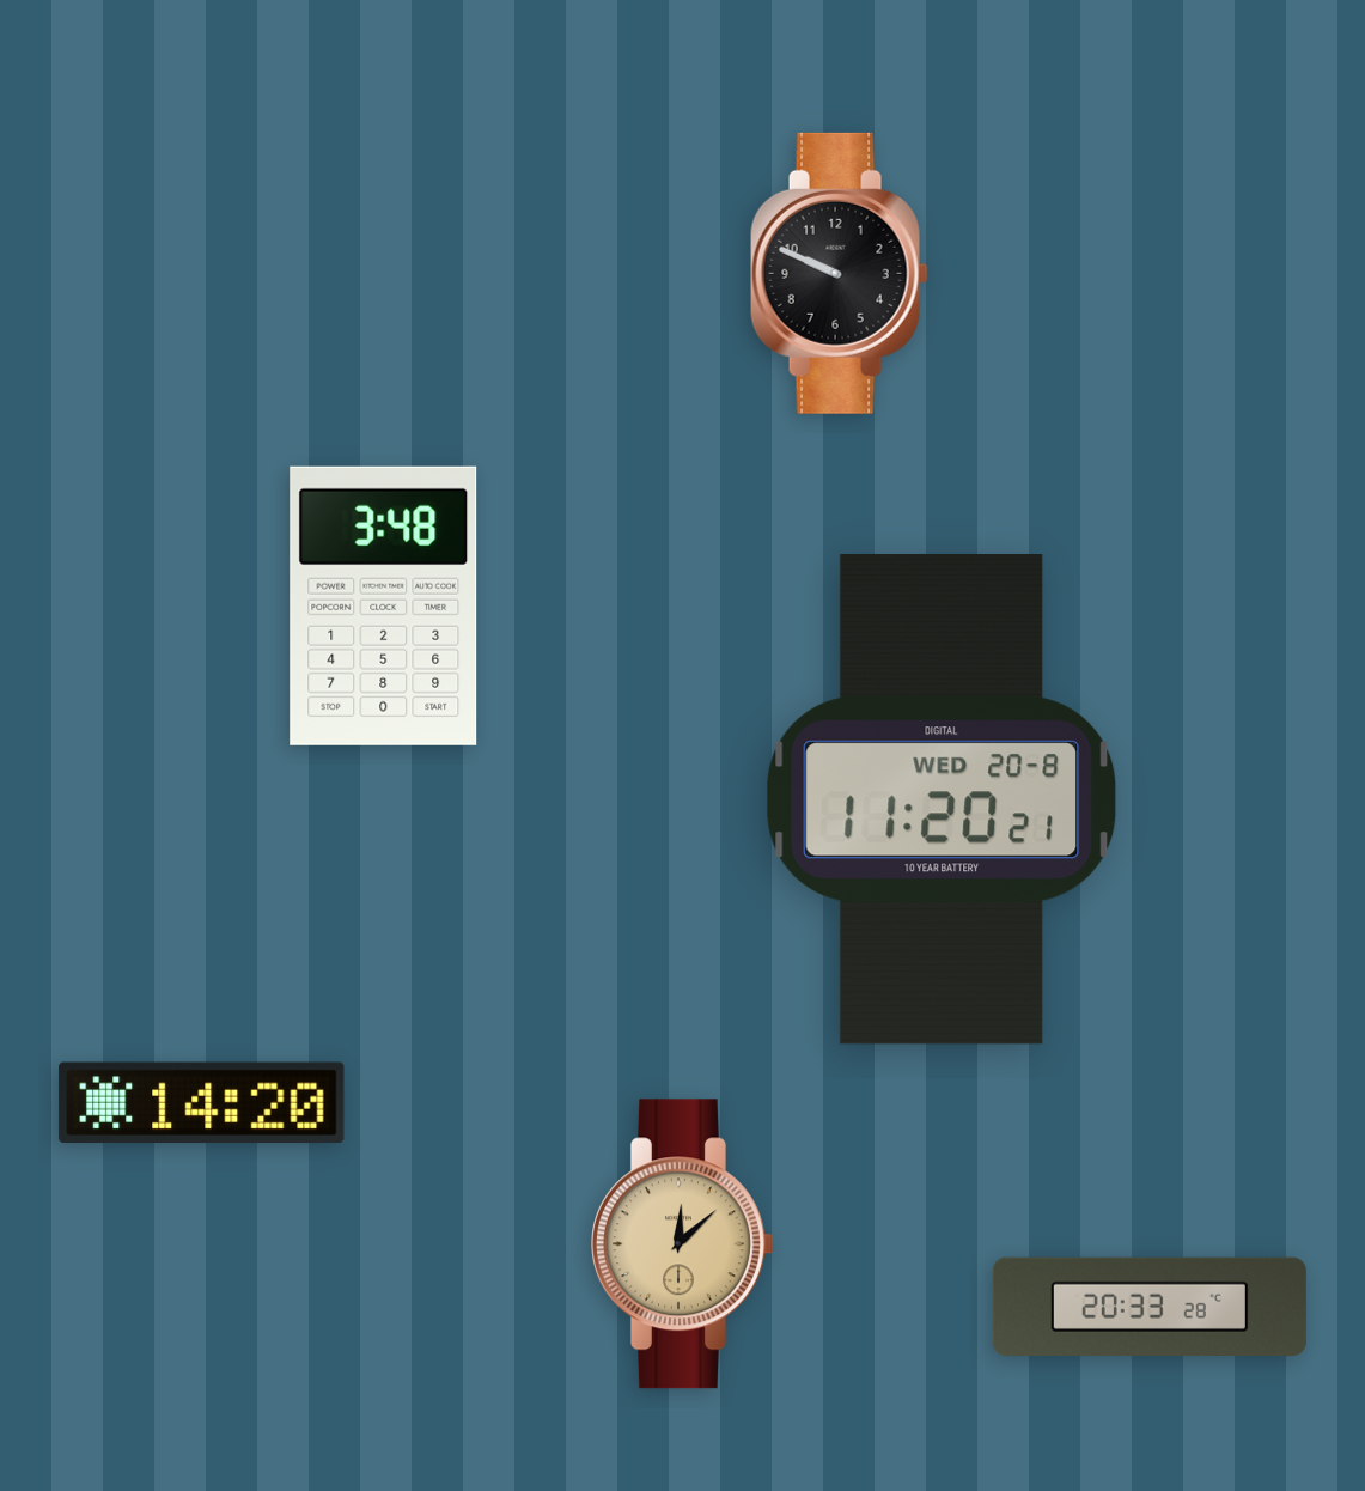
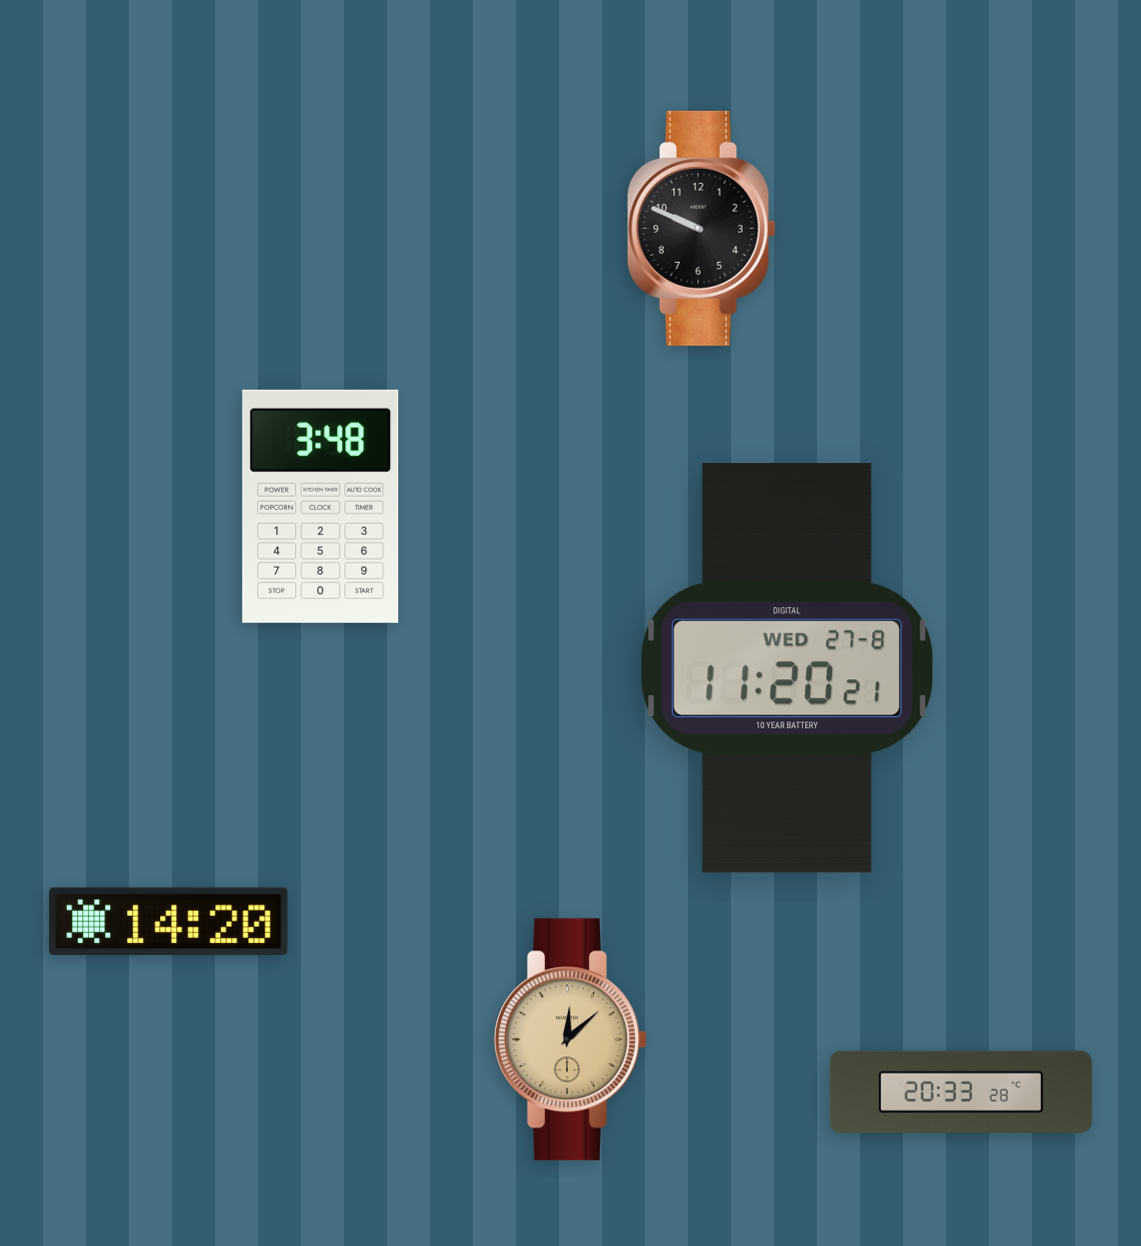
clock at (942, 799) date: WED 20-8 -> WED 27-8
